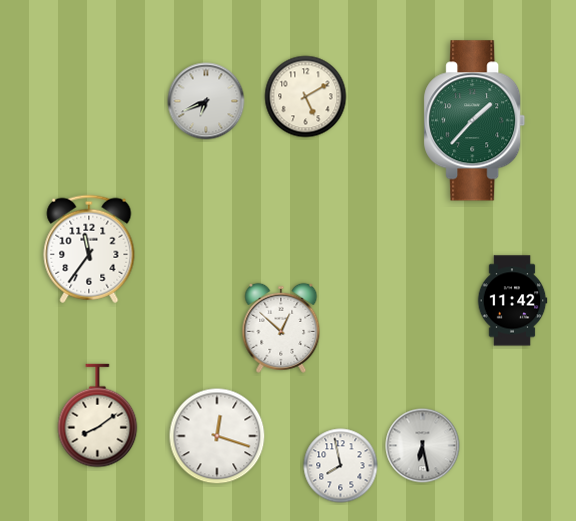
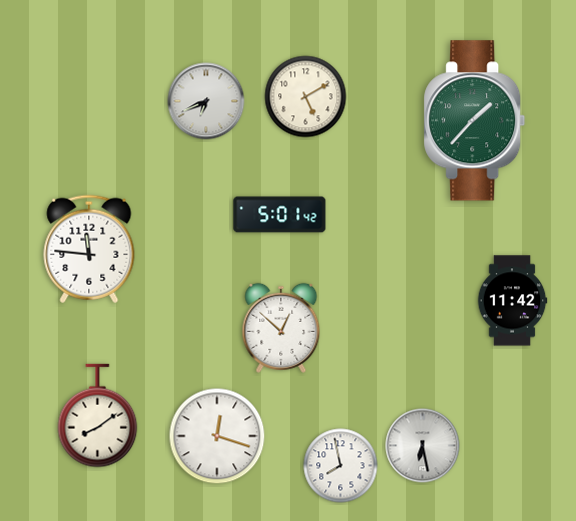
clock at (280, 215): none -> 5:01
clock at (89, 249): 11:36 -> 11:46
